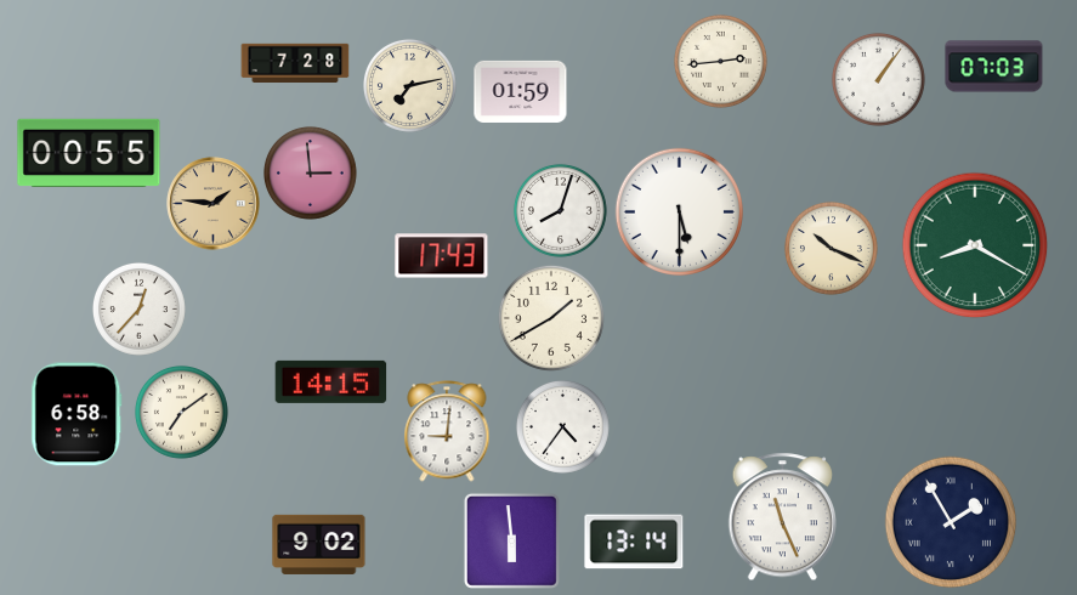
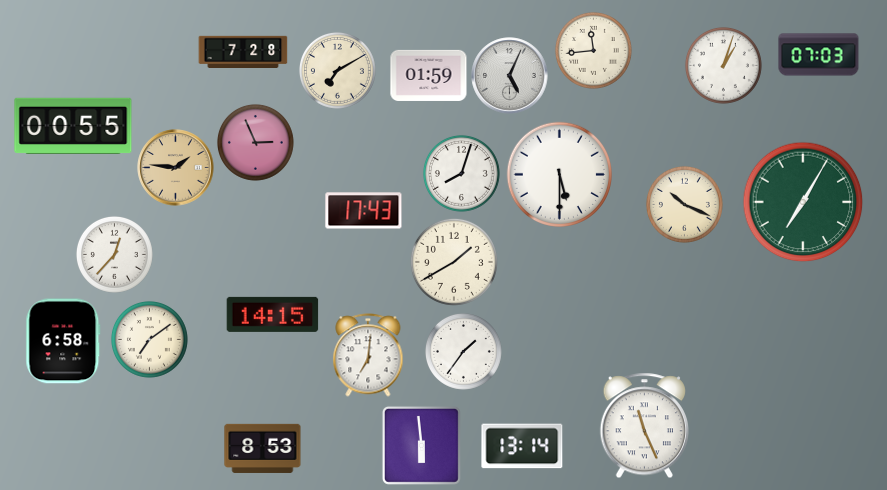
clock at (720, 61): 2:44 -> 11:44
clock at (878, 79): 1:06 -> 1:03
clock at (409, 85): 7:13 -> 7:10
clock at (510, 76): none -> 5:04
clock at (310, 172): 2:59 -> 2:56
clock at (975, 245): 8:20 -> 7:05
clock at (562, 426): 4:36 -> 1:36
clock at (447, 431): 9:01 -> 7:01
clock at (951, 522): 1:55 -> none
clock at (319, 544): 9:02 -> 8:53
